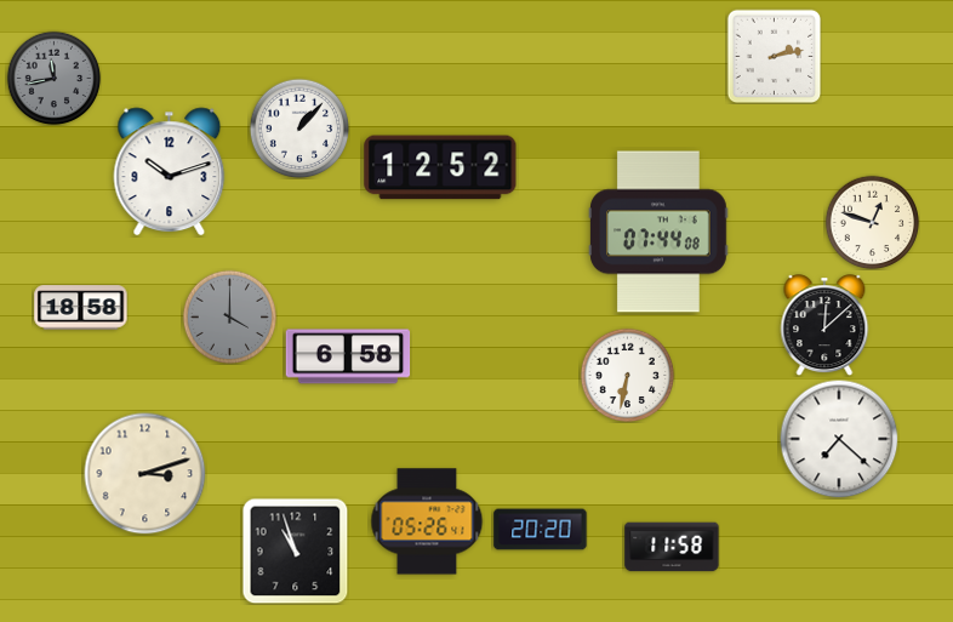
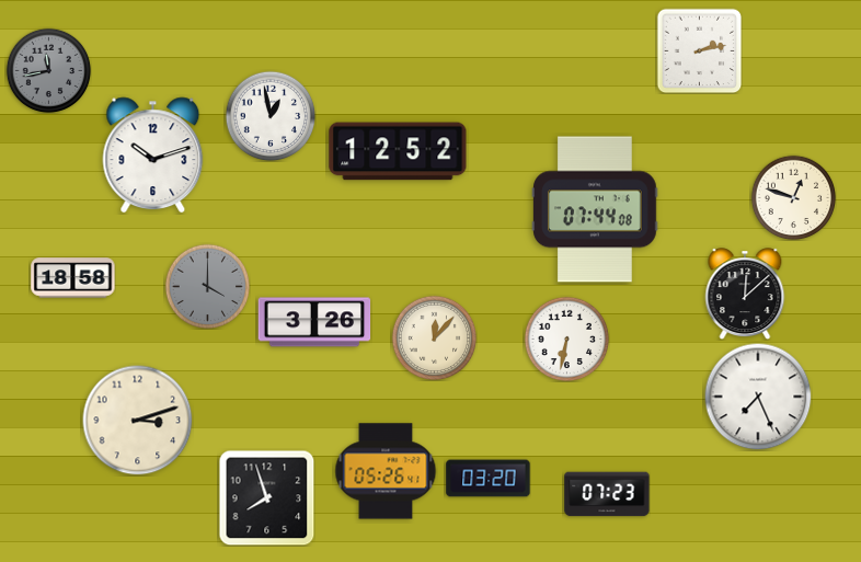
clock at (299, 129): 1:07 -> 12:58
clock at (872, 222) position: (872, 222) -> (793, 197)
clock at (348, 356): 6:58 -> 3:26
clock at (434, 337): none -> 12:07
clock at (839, 439): 7:22 -> 7:26
clock at (145, 474) position: (145, 474) -> (138, 421)
clock at (541, 530): 20:20 -> 03:20
clock at (672, 547): 11:58 -> 07:23
clock at (295, 550): 10:57 -> 7:57
